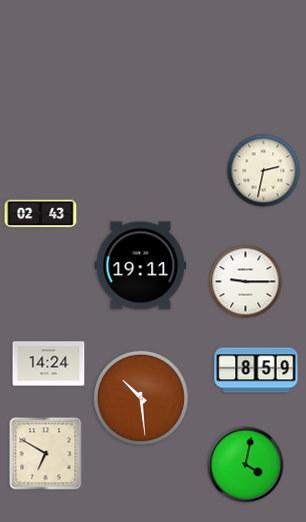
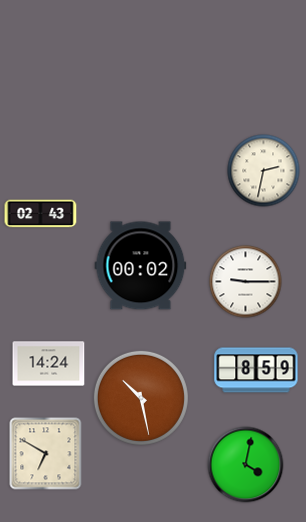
clock at (141, 266): 19:11 -> 00:02
clock at (141, 398): 10:29 -> 10:28
